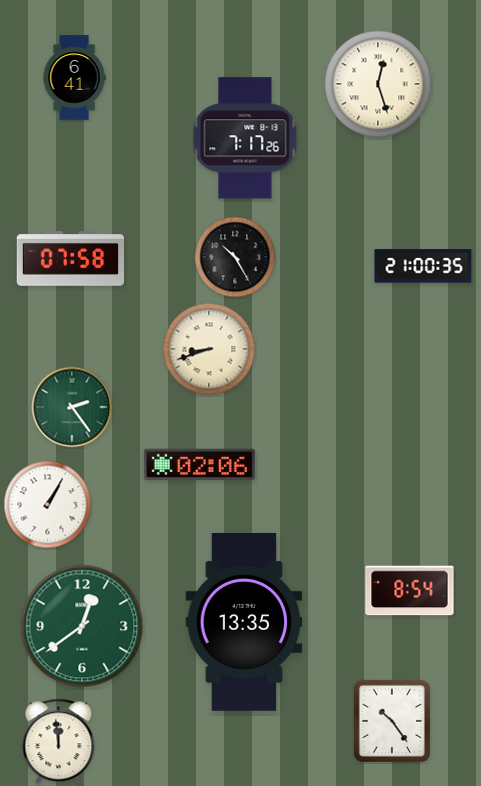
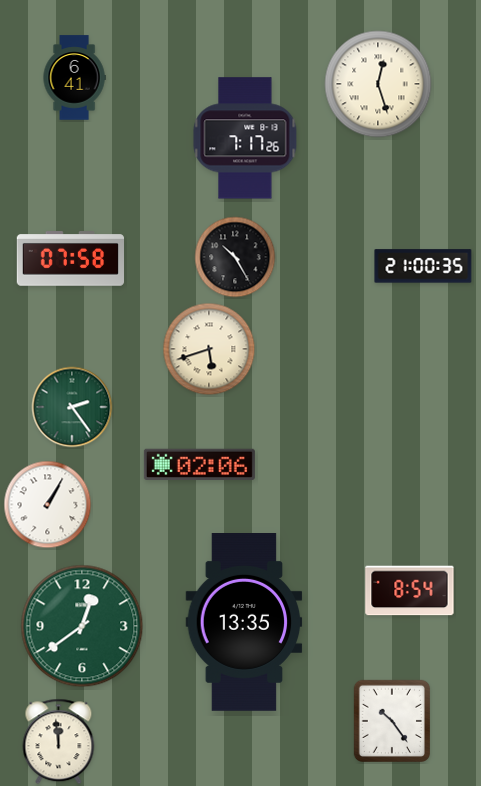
clock at (209, 349): 8:42 -> 5:42
